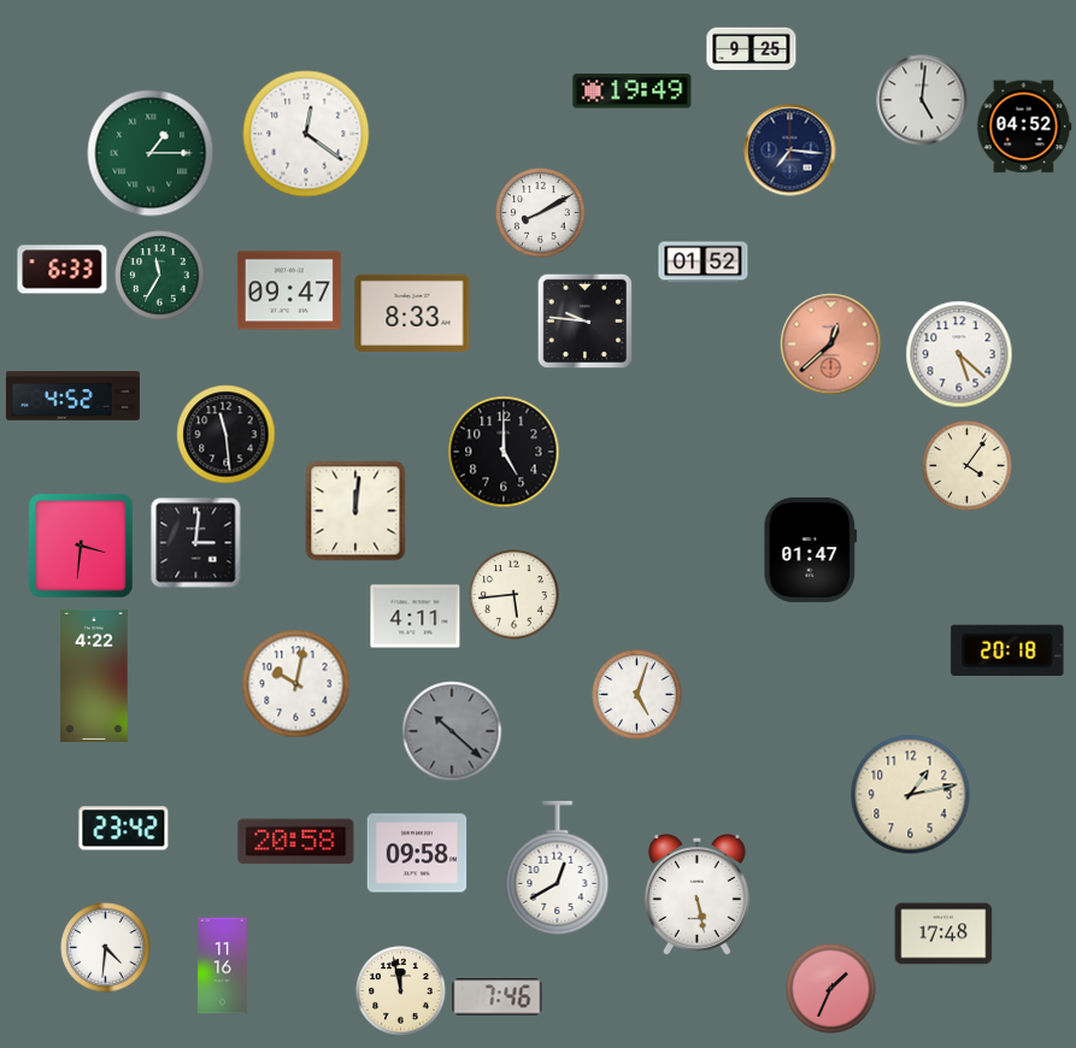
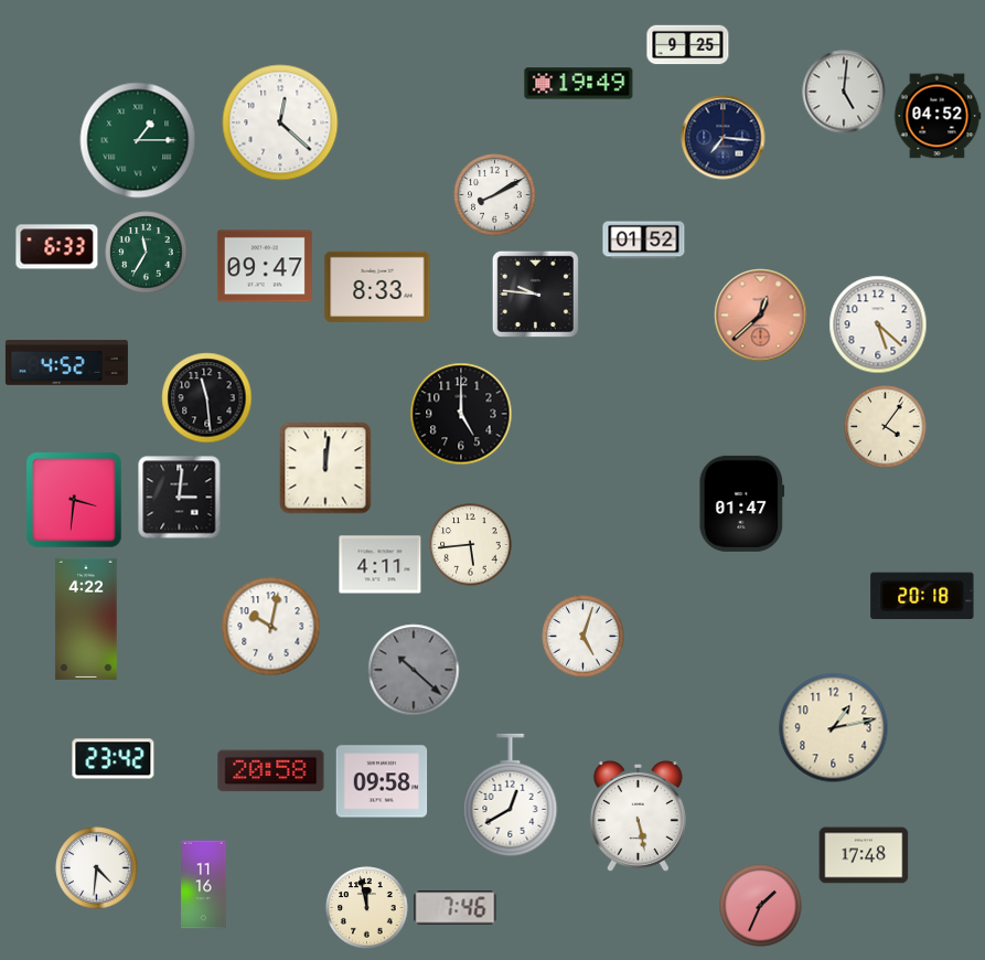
clock at (306, 134): 12:21 -> 12:22
clock at (696, 894) position: (696, 894) -> (638, 815)
clock at (498, 997) position: (498, 997) -> (456, 908)
